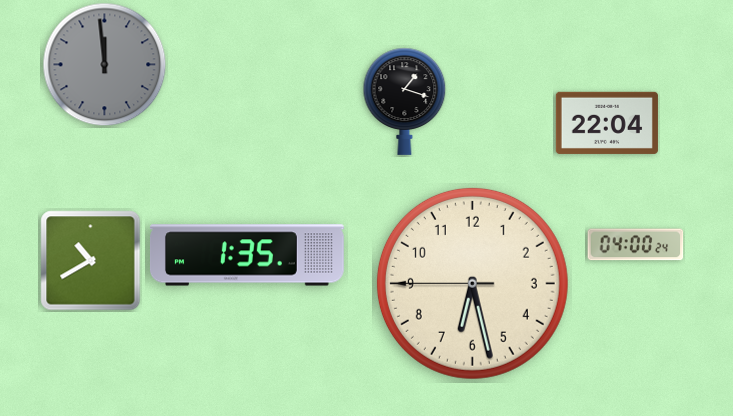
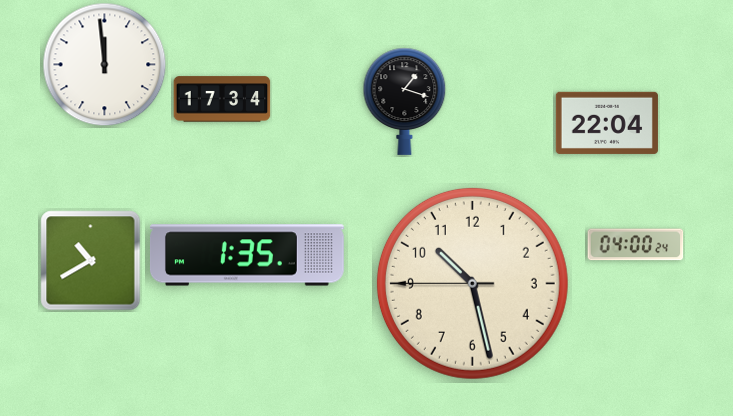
clock at (105, 65) dial: grey -> white
clock at (222, 99): none -> 17:34
clock at (472, 283): 6:27 -> 10:27
